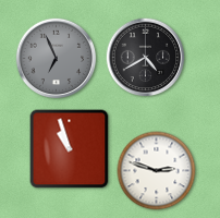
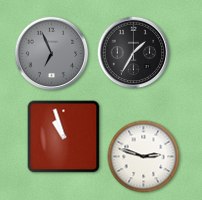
clock at (146, 58): 4:40 -> 1:35
